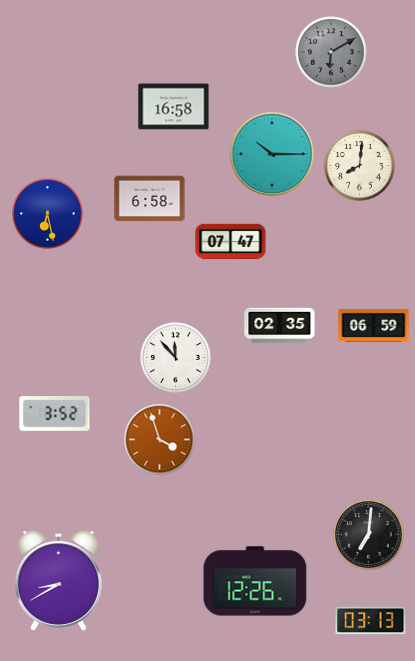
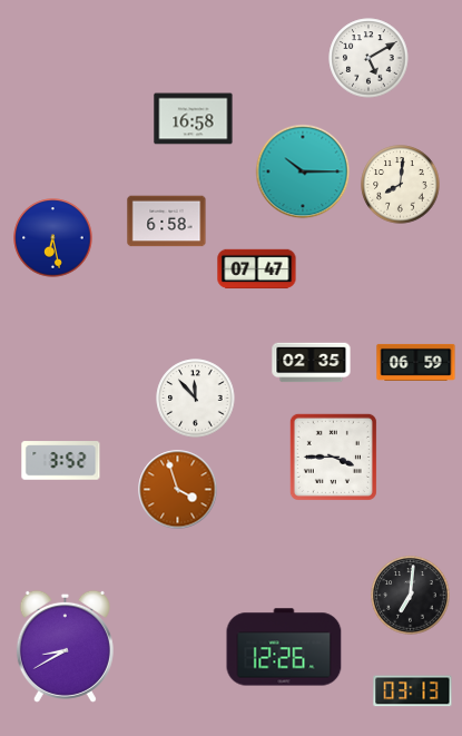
clock at (331, 52): 6:10 -> 5:10
clock at (331, 52) dial: grey -> white
clock at (333, 457): none -> 3:45
